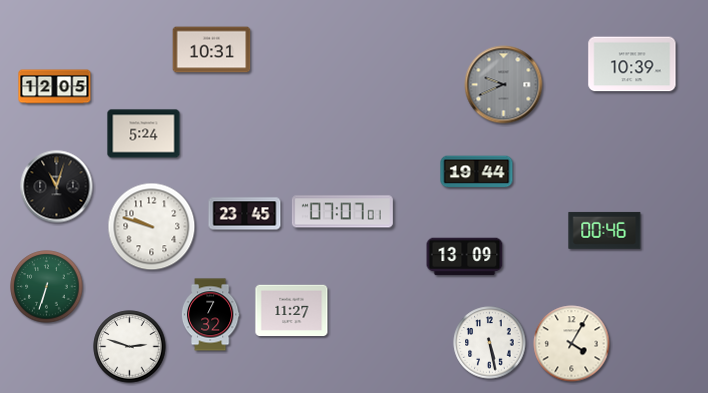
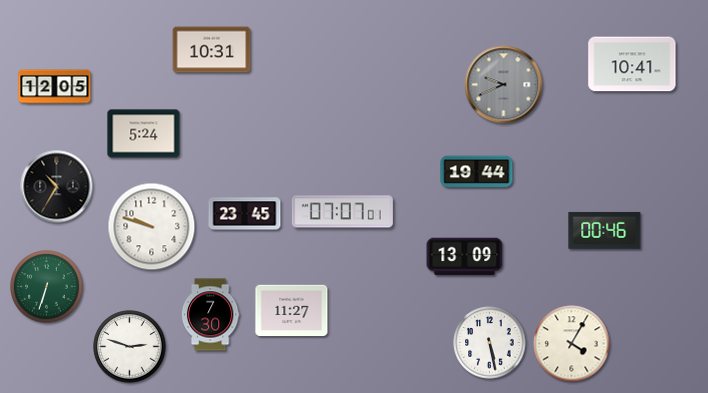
clock at (632, 64): 10:39 -> 10:41
clock at (57, 187): 11:03 -> 10:35
clock at (210, 315): 7:32 -> 7:30
